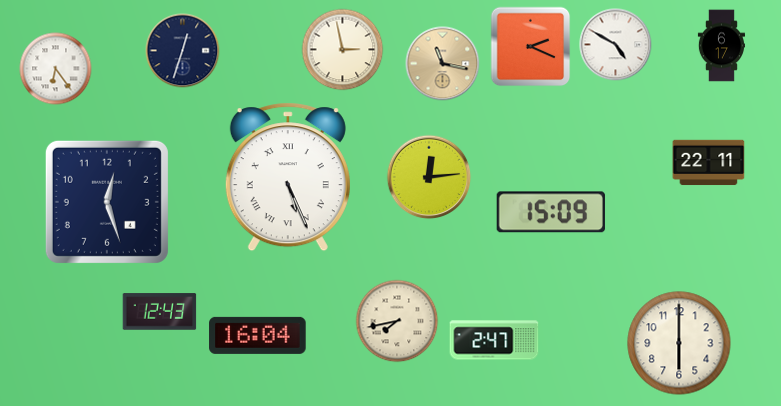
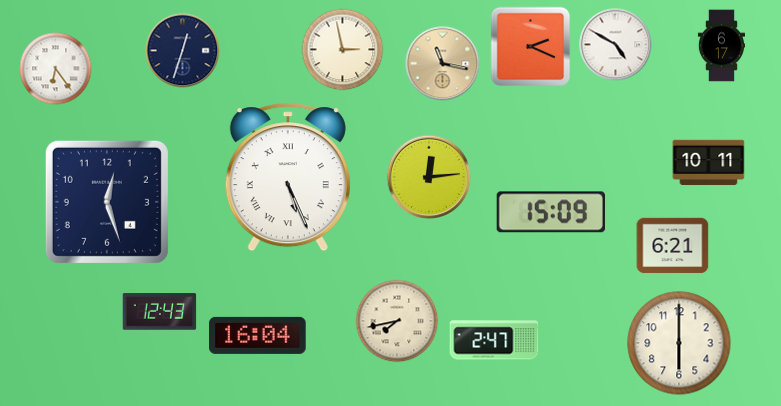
clock at (709, 163): 22:11 -> 10:11
clock at (673, 246): none -> 6:21
